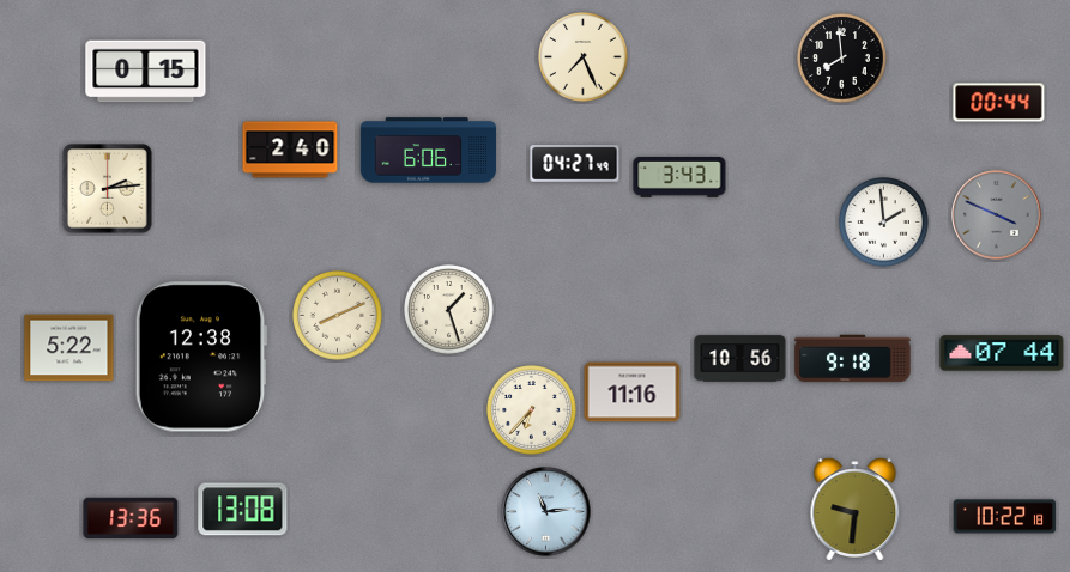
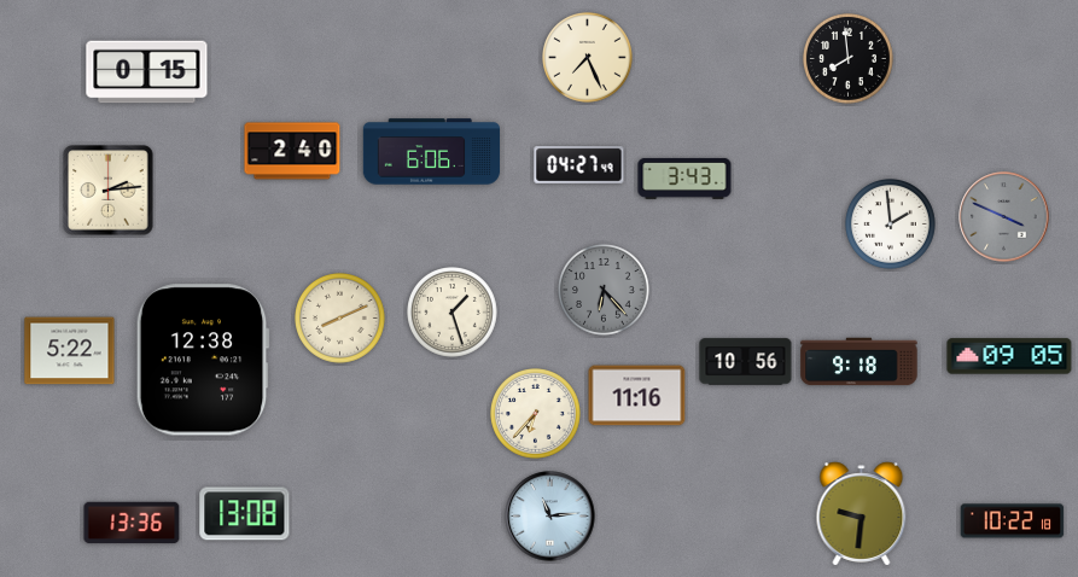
clock at (999, 103): 00:44 -> none
clock at (605, 291): none -> 6:23
clock at (1002, 353): 07:44 -> 09:05
